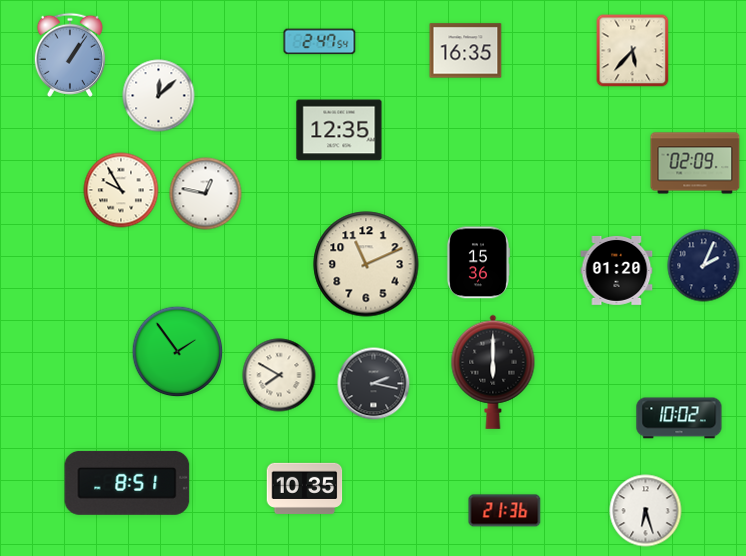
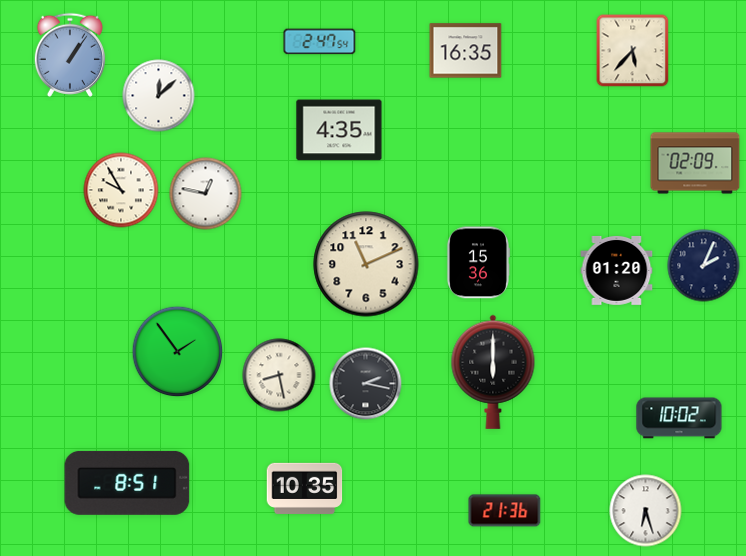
clock at (339, 130): 12:35 -> 4:35
clock at (279, 375): 7:50 -> 8:28
clock at (374, 384) position: (374, 384) -> (366, 384)
